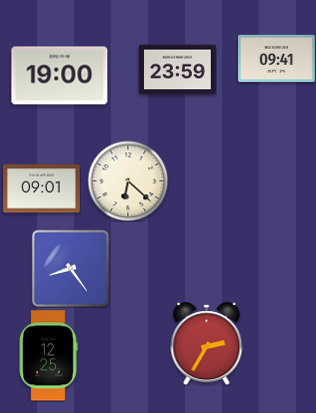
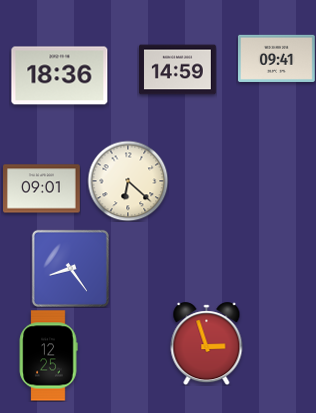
clock at (178, 70): 23:59 -> 14:59
clock at (60, 76): 19:00 -> 18:36
clock at (207, 344): 2:35 -> 2:57
